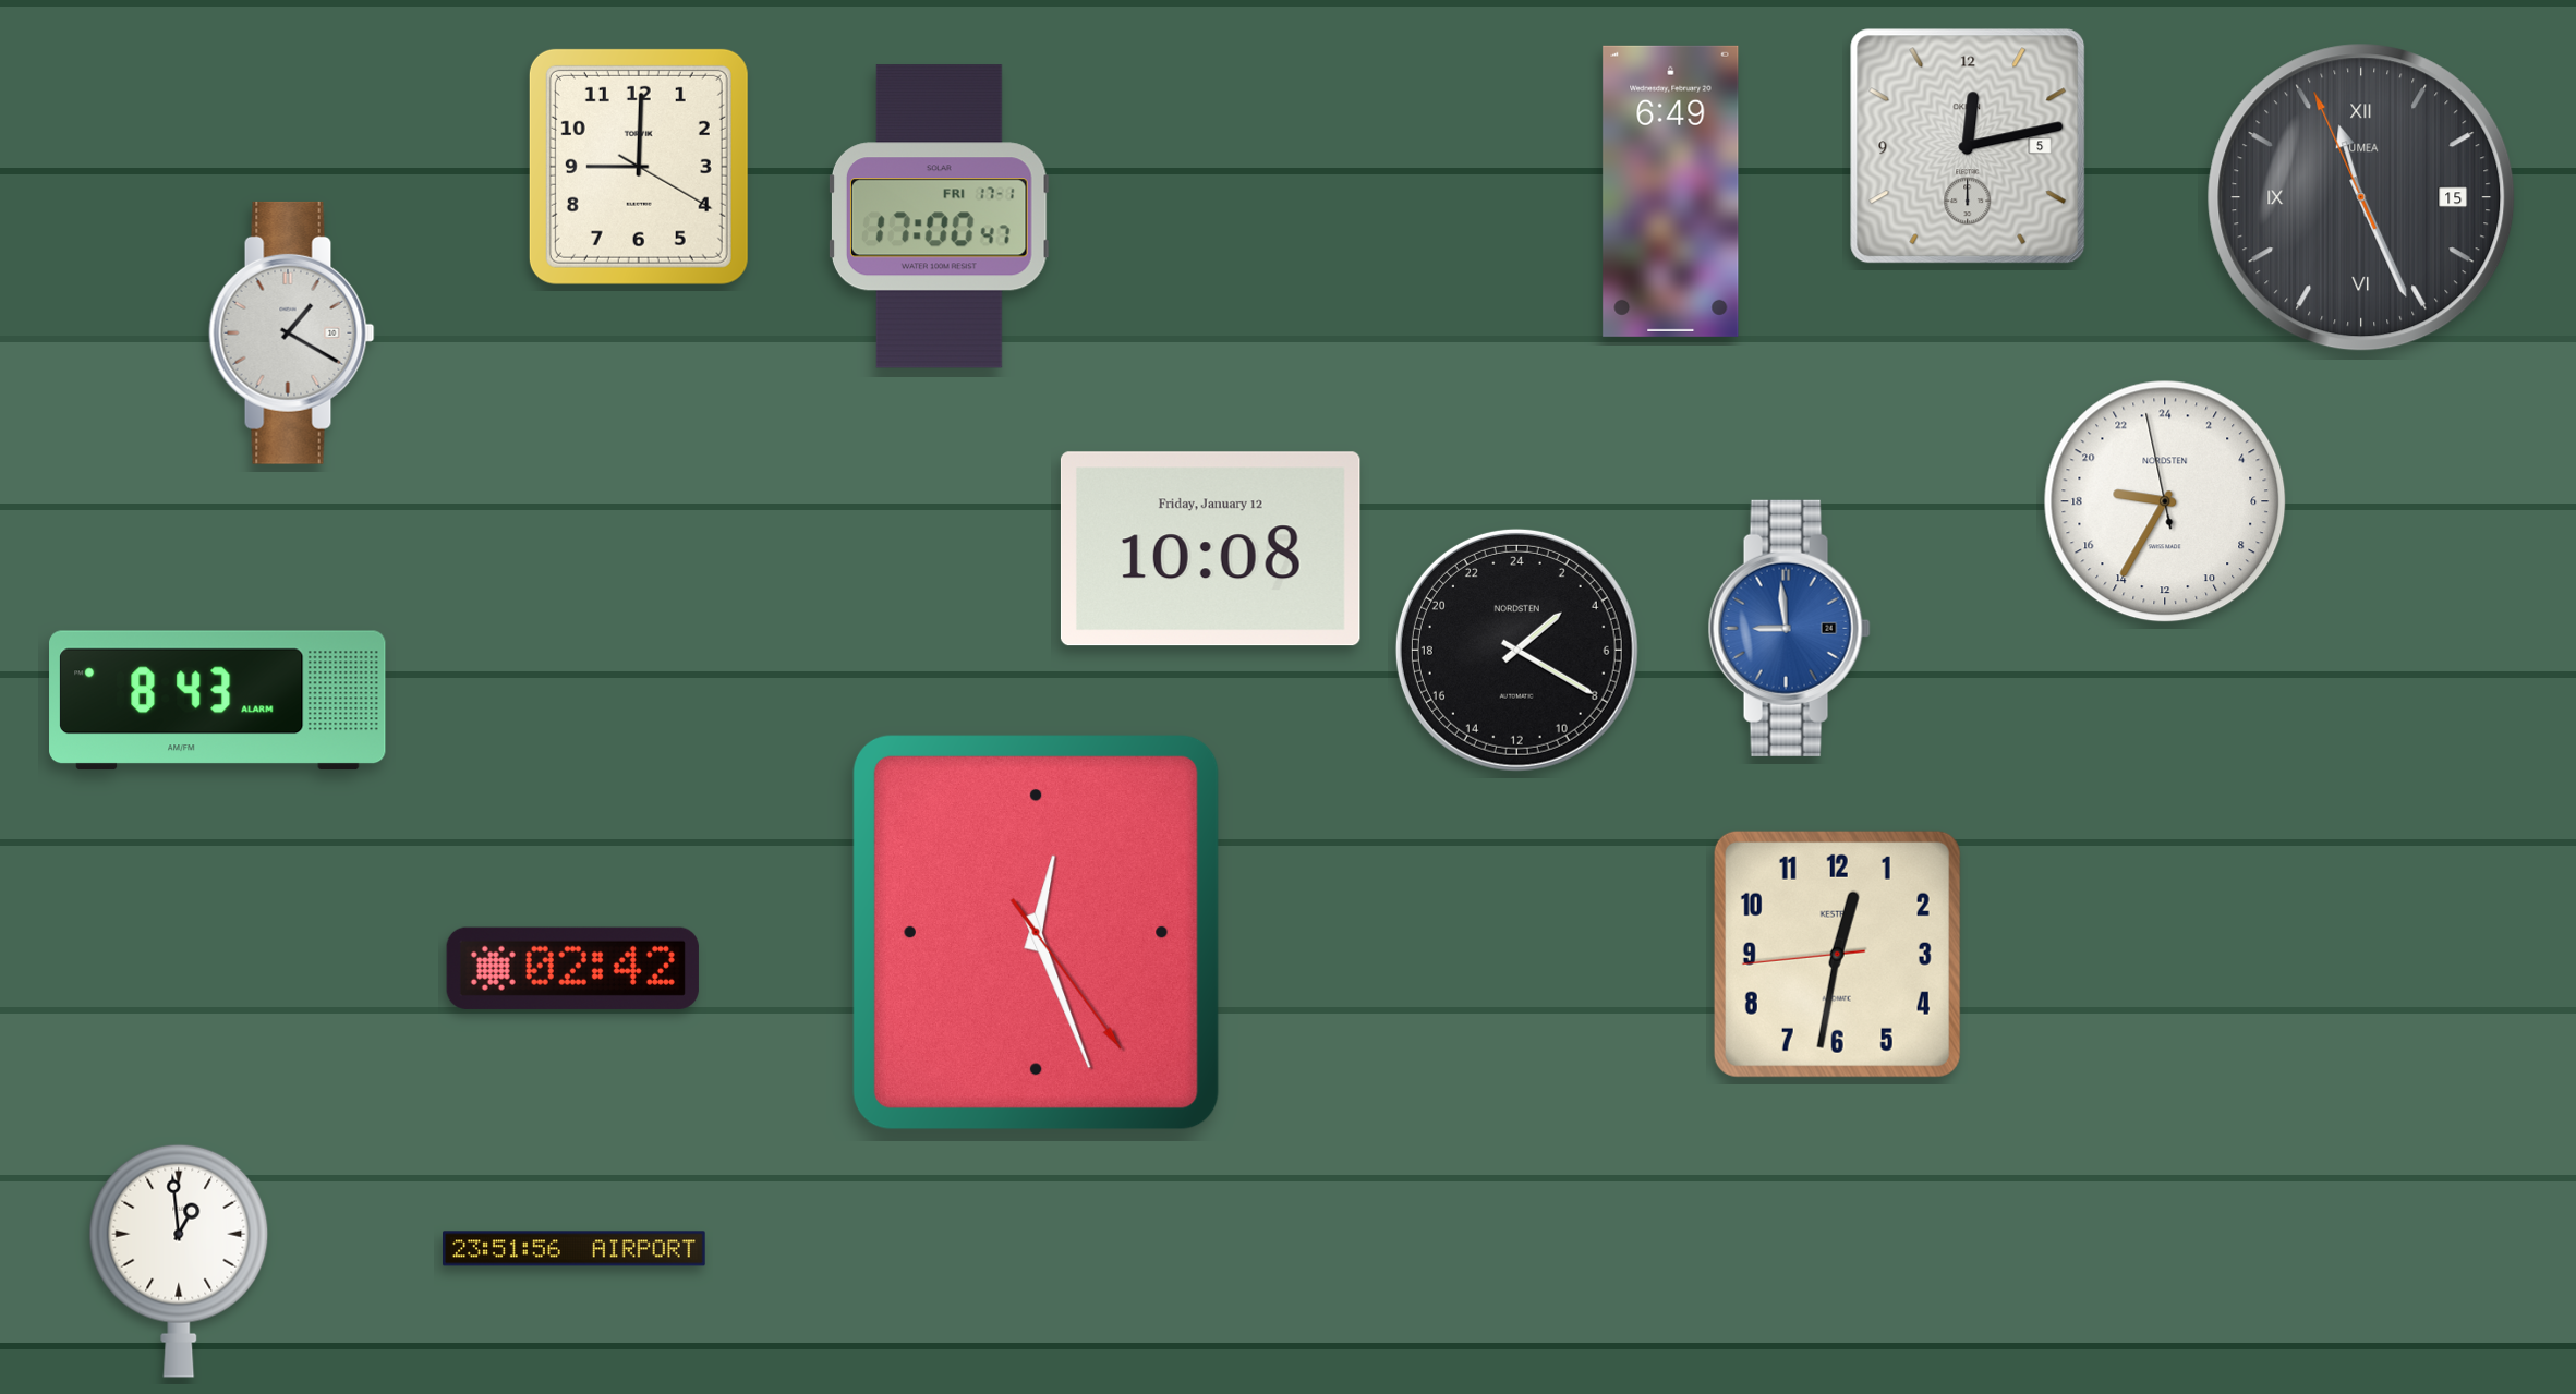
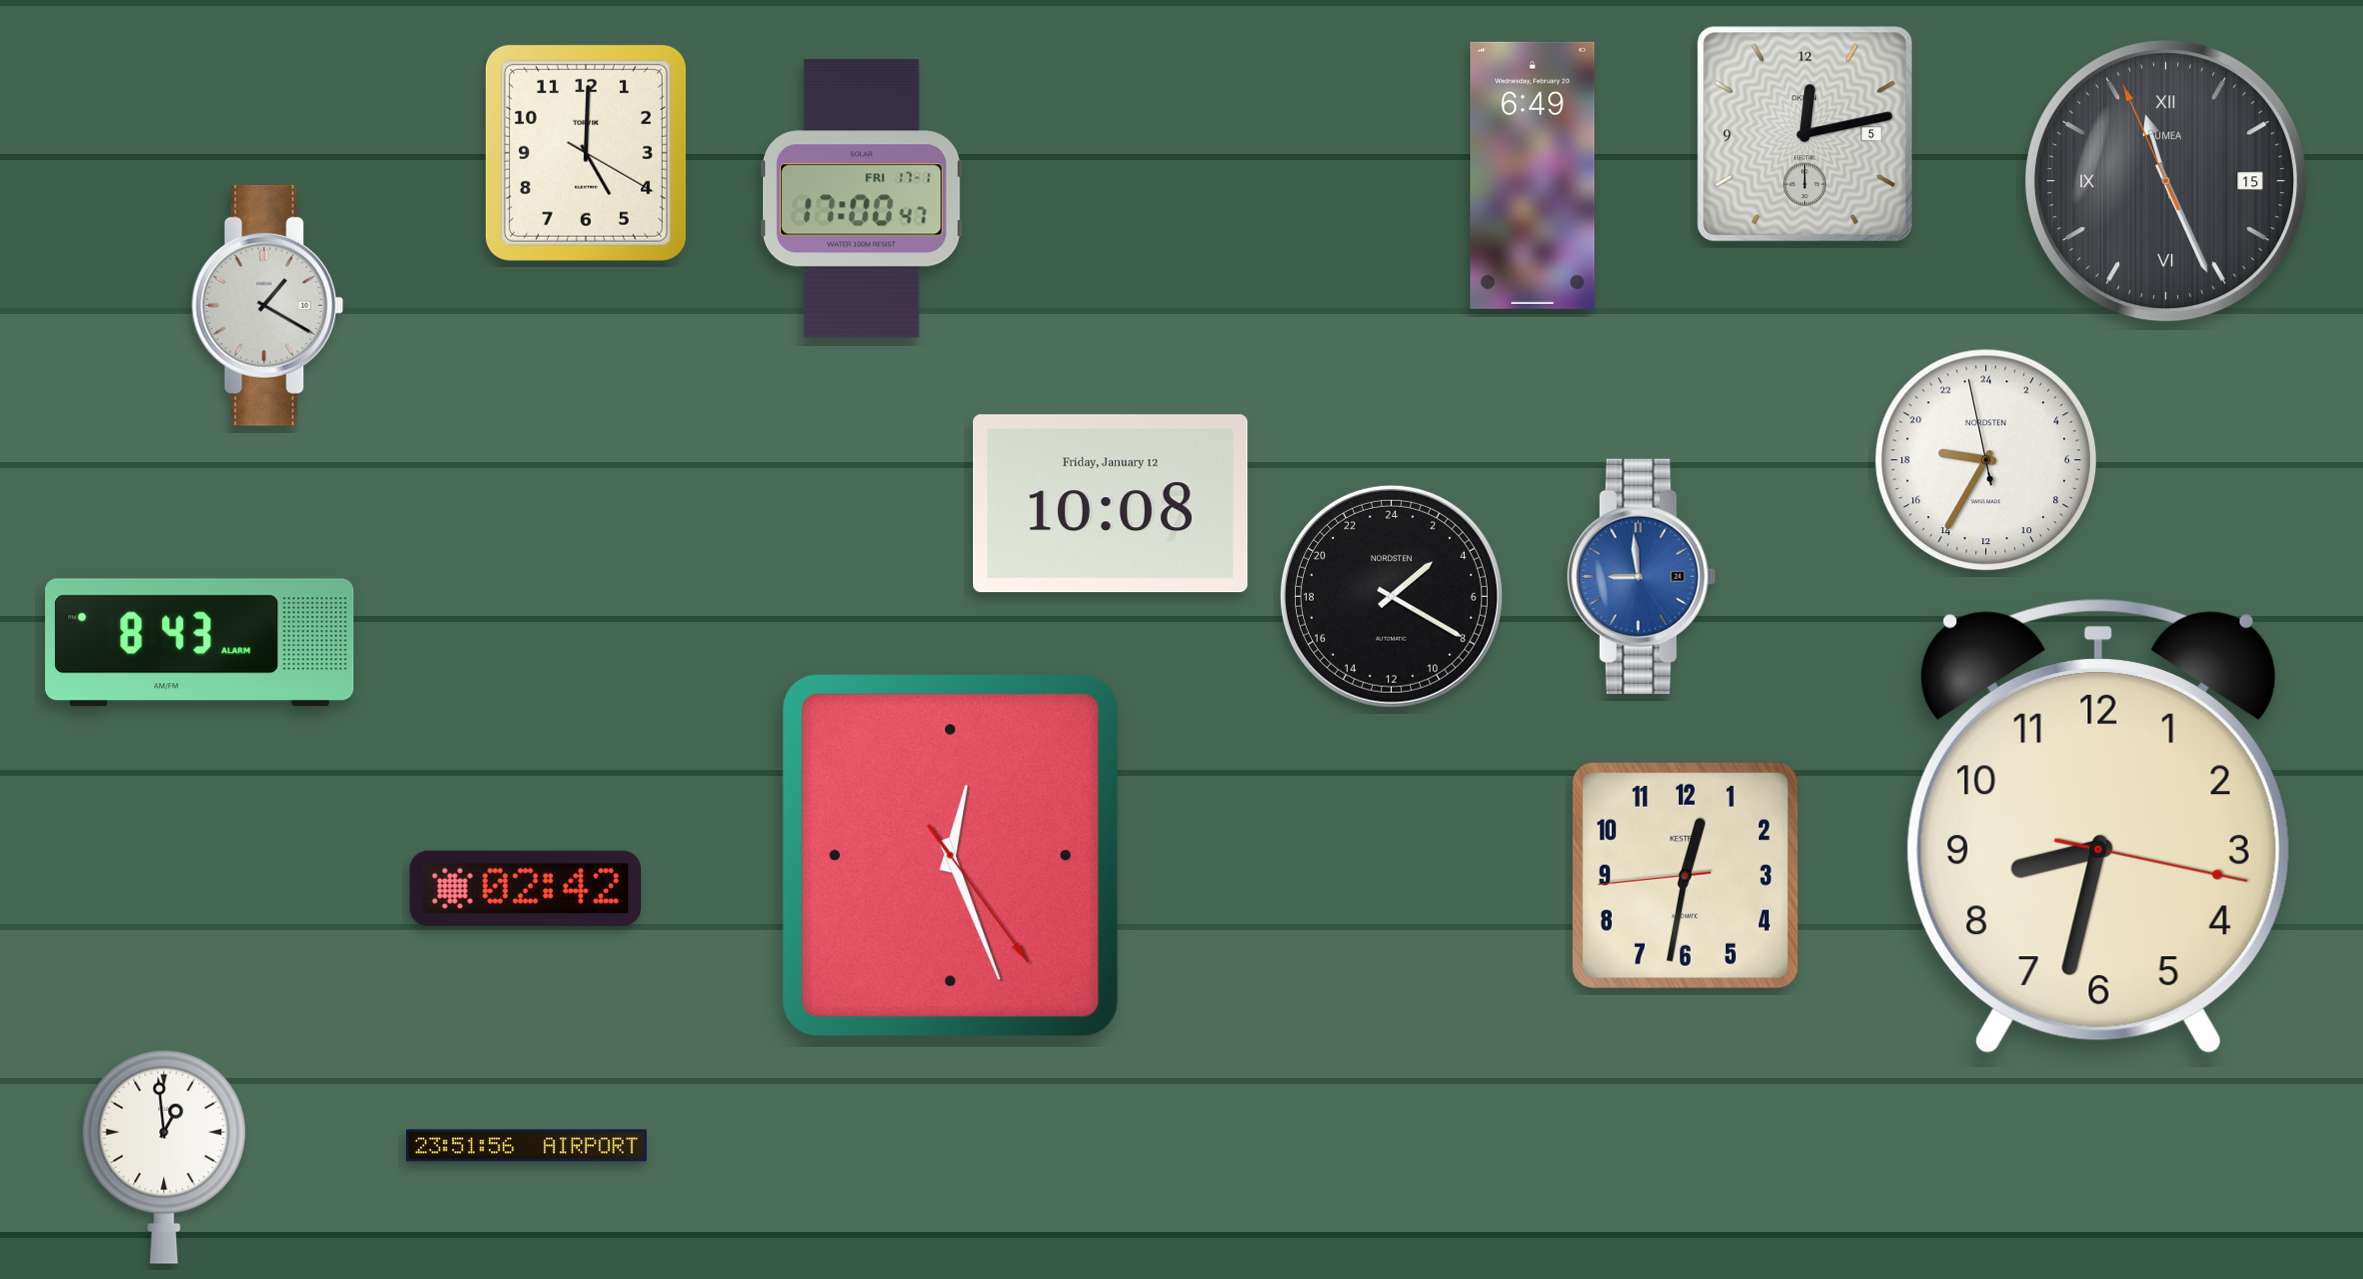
clock at (639, 167): 9:00 -> 5:00
clock at (2098, 826): none -> 8:32
